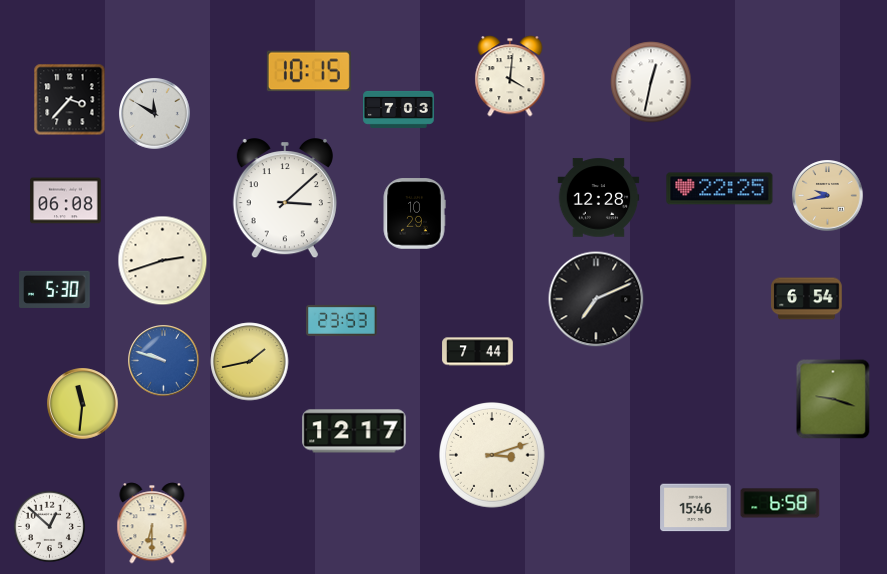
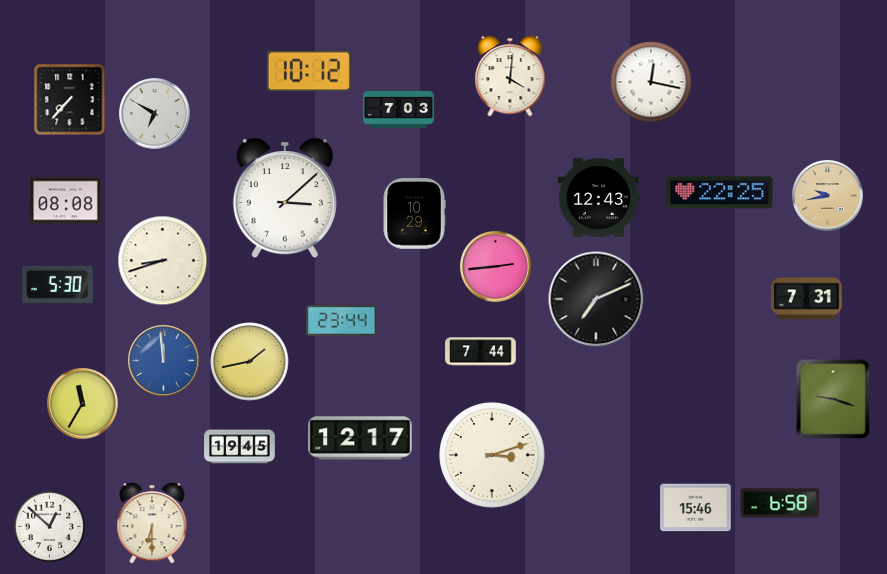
clock at (309, 71): 10:15 -> 10:12
clock at (651, 82): 12:32 -> 12:17
clock at (70, 100): 3:37 -> 7:37
clock at (155, 114): 11:50 -> 6:50
clock at (720, 189) position: (720, 189) -> (720, 193)
clock at (599, 198): 12:28 -> 12:43
clock at (66, 201): 06:08 -> 08:08
clock at (163, 261): 2:42 -> 8:42
clock at (496, 267): none -> 2:44
clock at (55, 289) position: (55, 289) -> (58, 284)
clock at (807, 299): 6:54 -> 7:31
clock at (342, 320): 23:53 -> 23:44
clock at (478, 352) position: (478, 352) -> (481, 352)
clock at (164, 361): 9:48 -> 11:59
clock at (83, 404): 11:31 -> 11:35
clock at (354, 431) position: (354, 431) -> (360, 438)
clock at (240, 447): none -> 19:45
